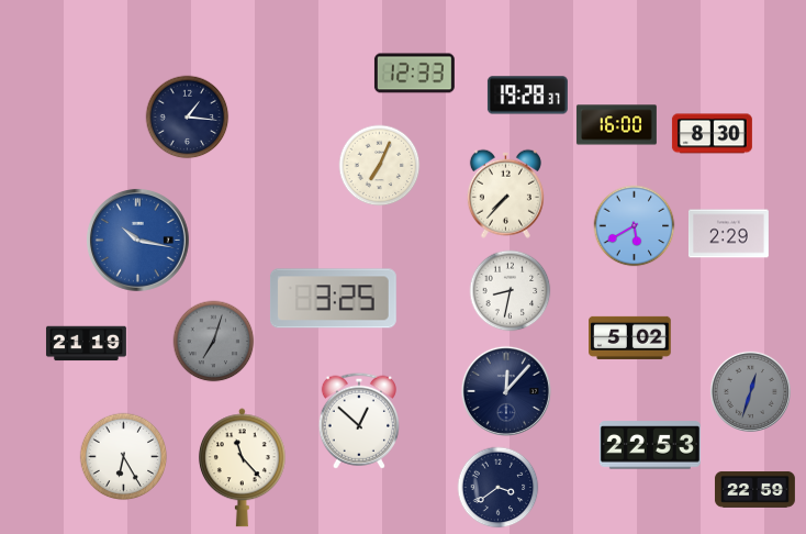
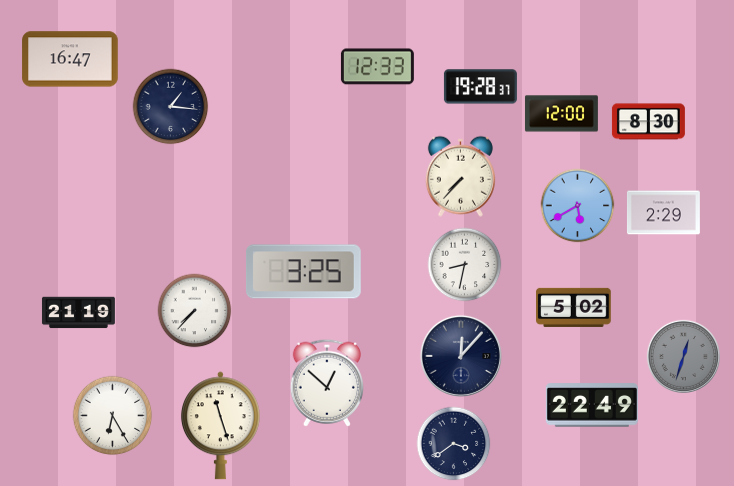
clock at (70, 59): none -> 16:47
clock at (616, 125): 16:00 -> 12:00
clock at (380, 166): 7:04 -> none
clock at (137, 240): 10:17 -> none
clock at (214, 342): 7:03 -> 7:37
clock at (214, 342) dial: grey -> white
clock at (650, 445): 22:53 -> 22:49
clock at (242, 468): 11:23 -> 11:27
clock at (754, 489): 22:59 -> none
